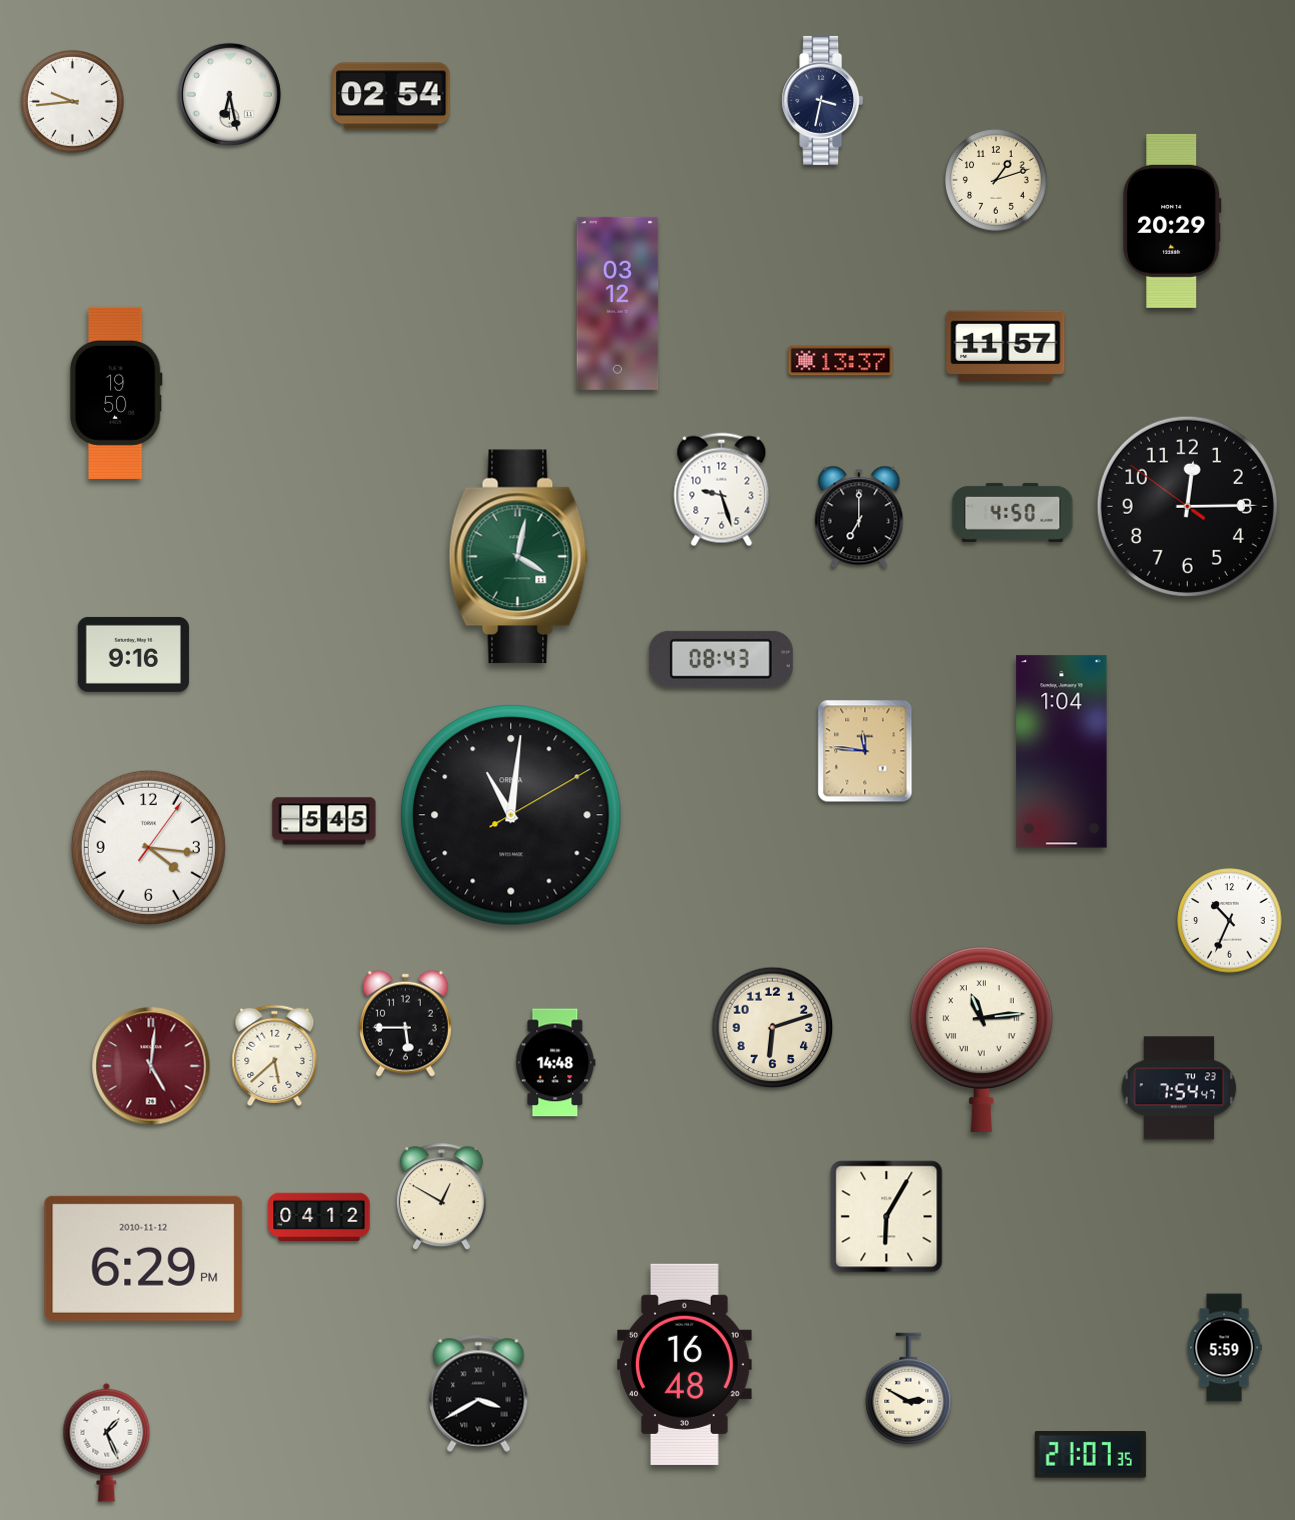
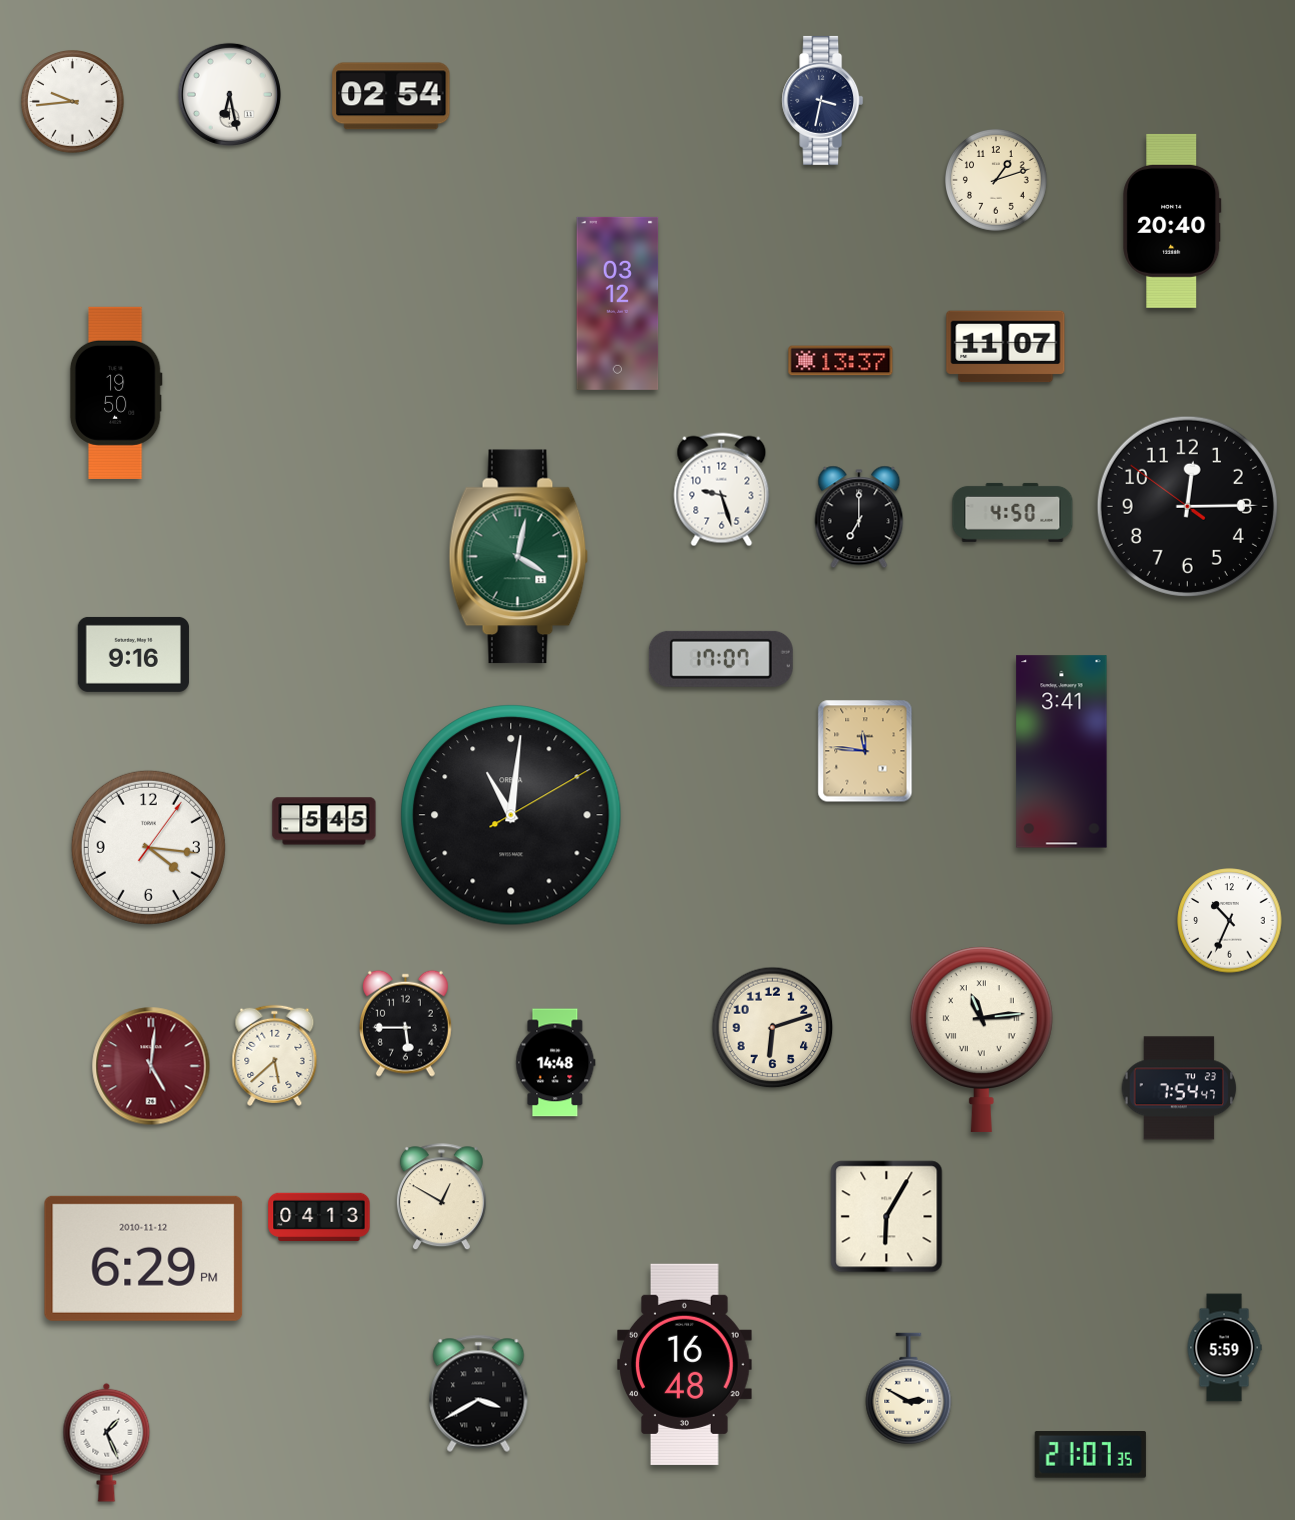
clock at (1172, 221): 20:29 -> 20:40
clock at (1006, 347): 11:57 -> 11:07
clock at (721, 659): 08:43 -> 17:07
clock at (1062, 752): 1:04 -> 3:41
clock at (319, 1216): 04:12 -> 04:13
